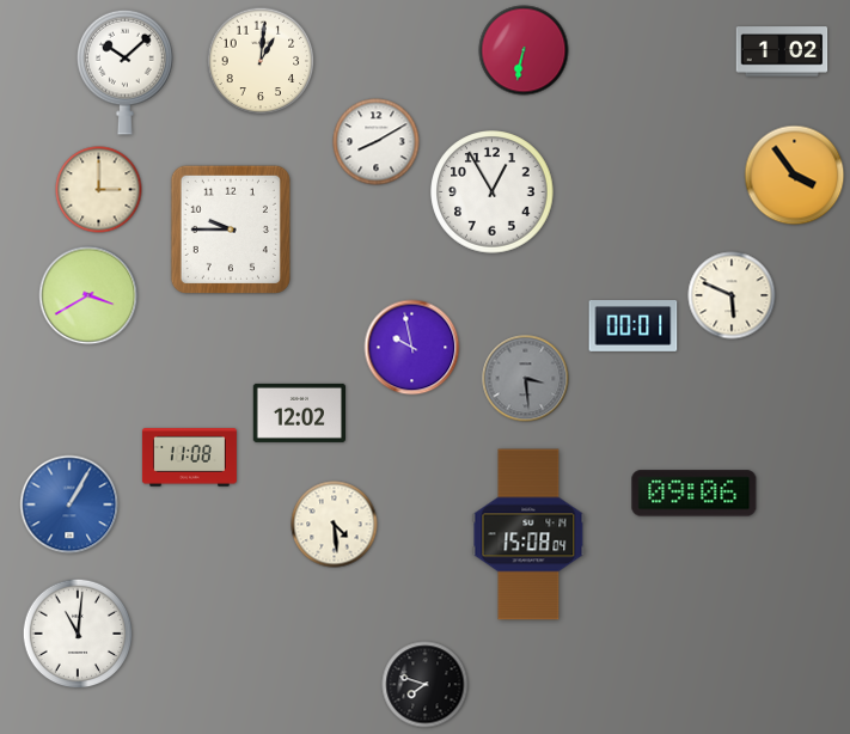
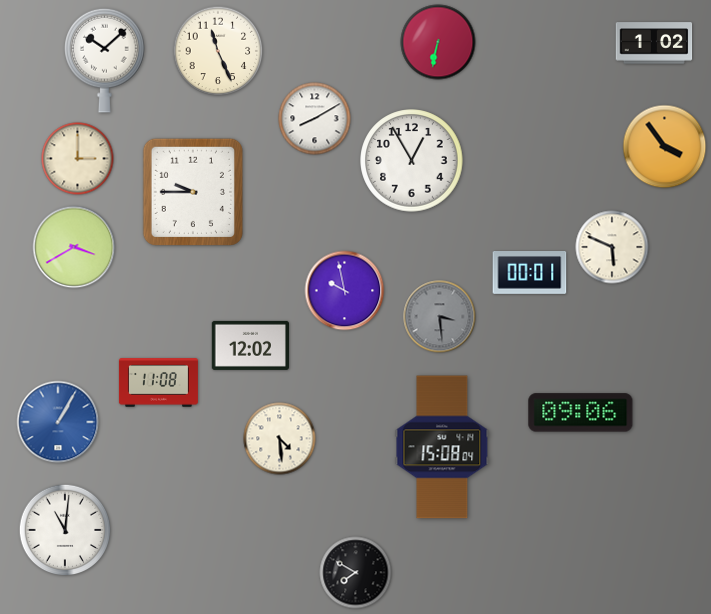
clock at (261, 61): 1:01 -> 11:26
clock at (99, 190) position: (99, 190) -> (78, 159)
clock at (426, 685): 7:48 -> 7:50
